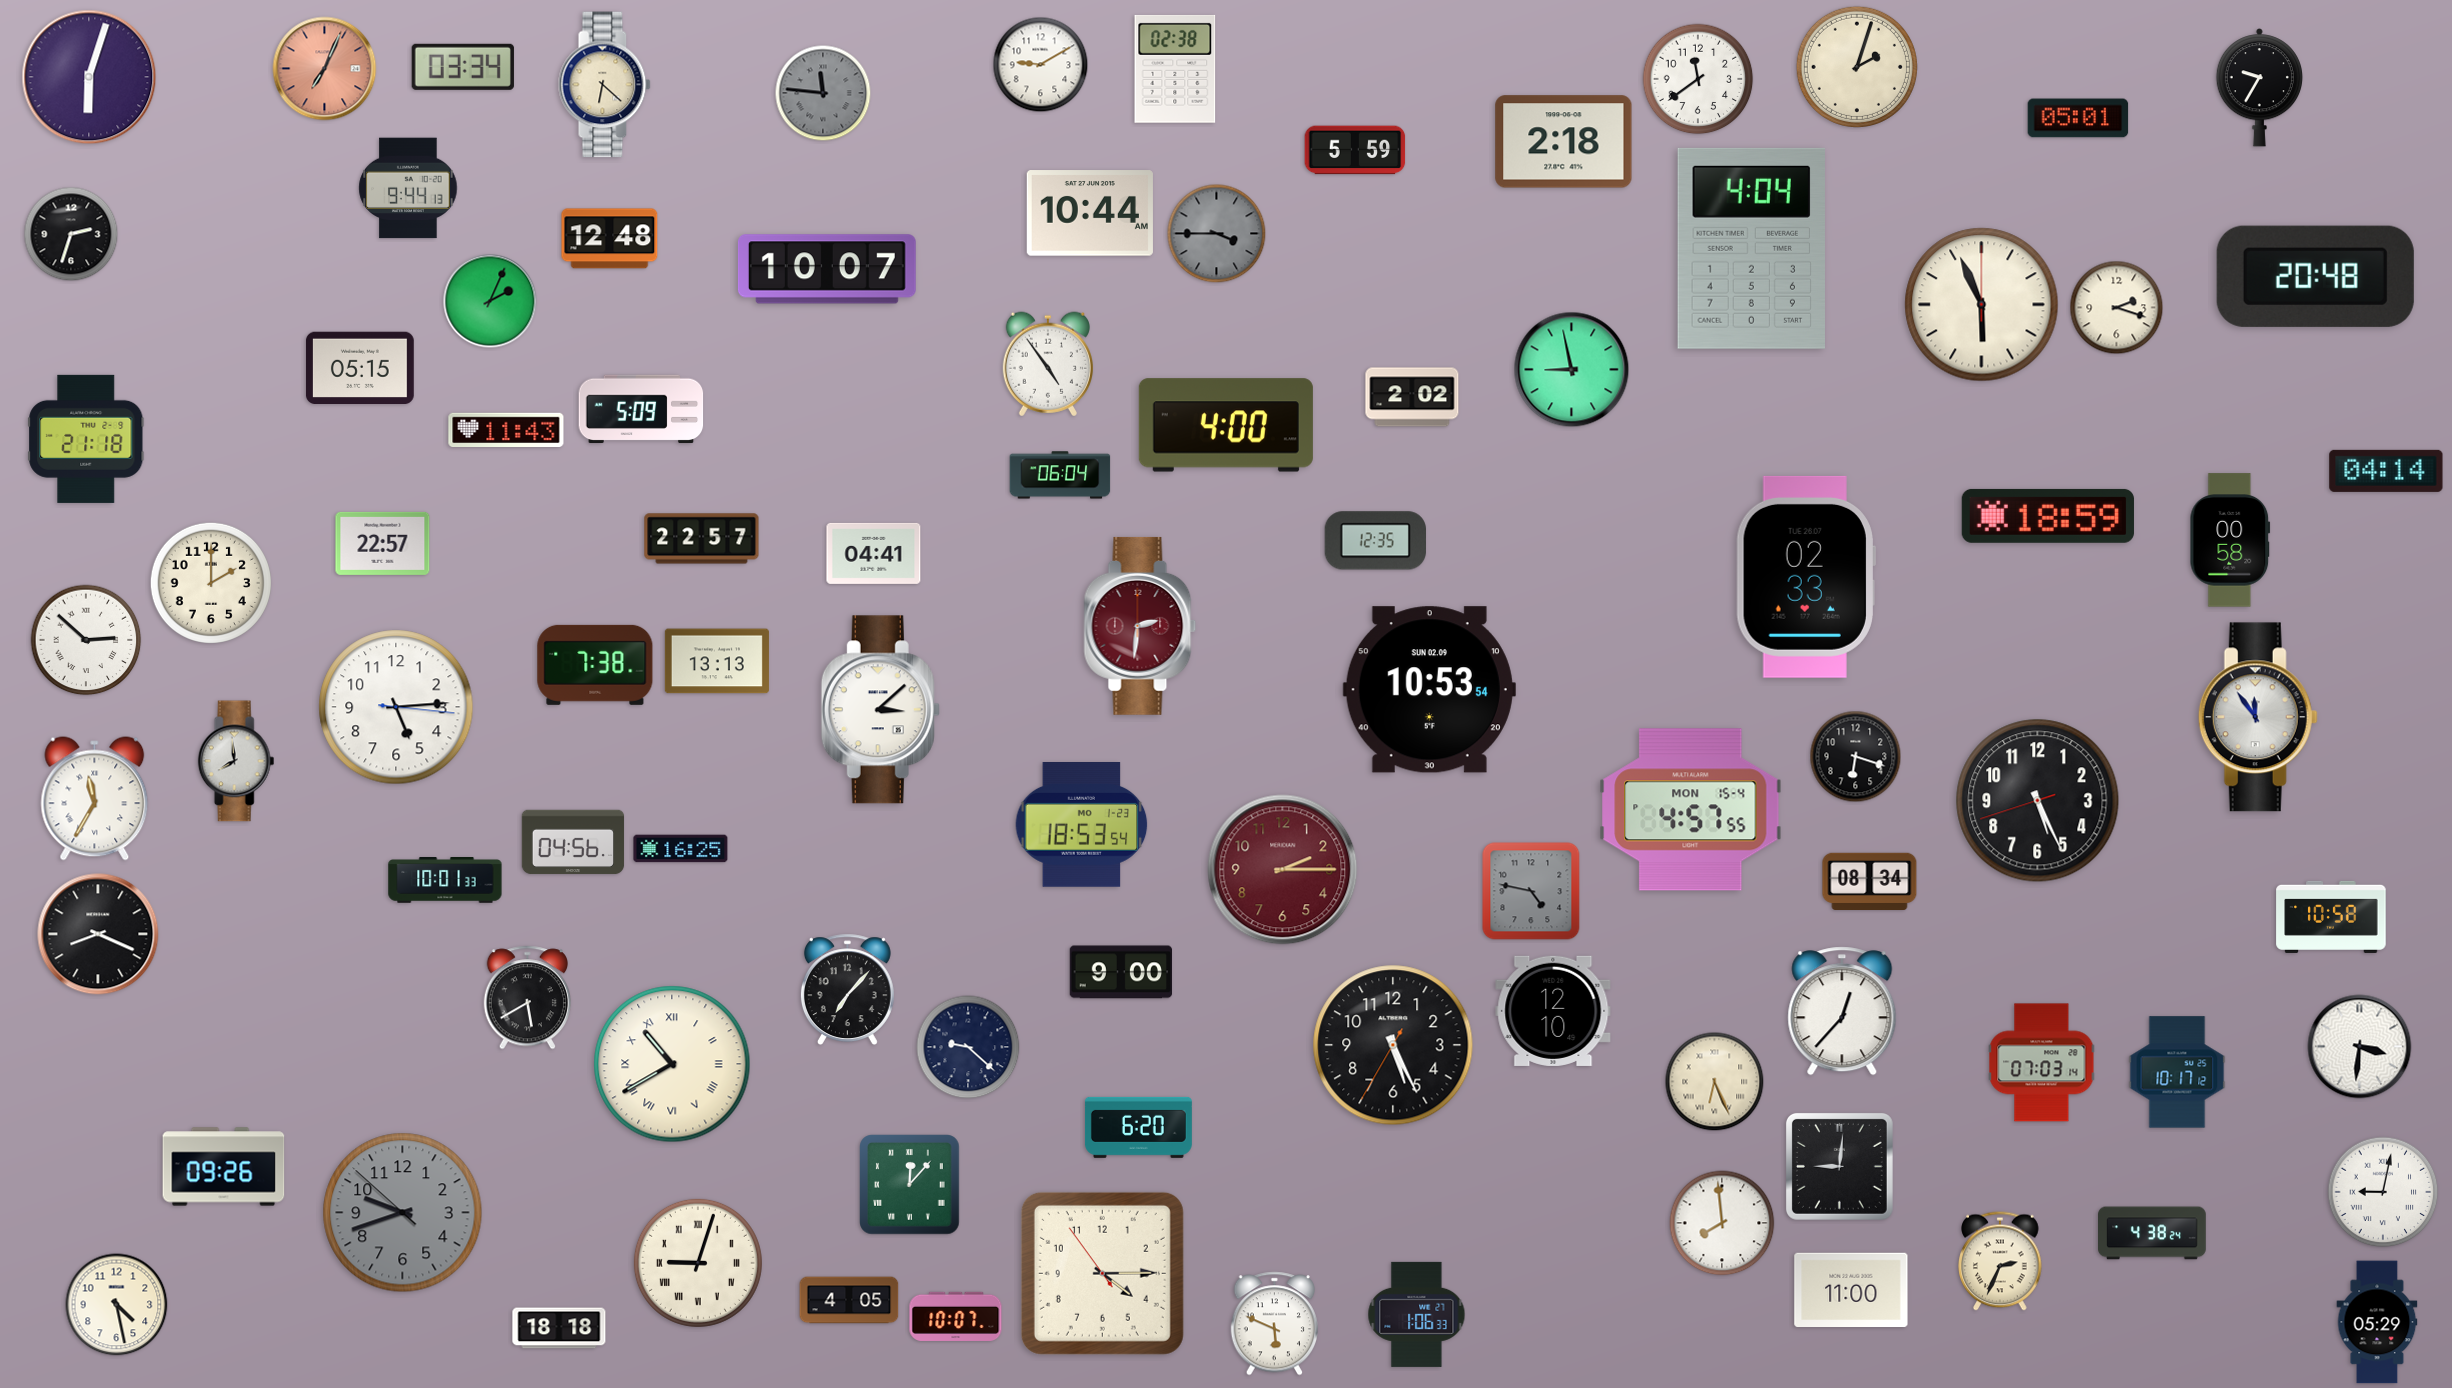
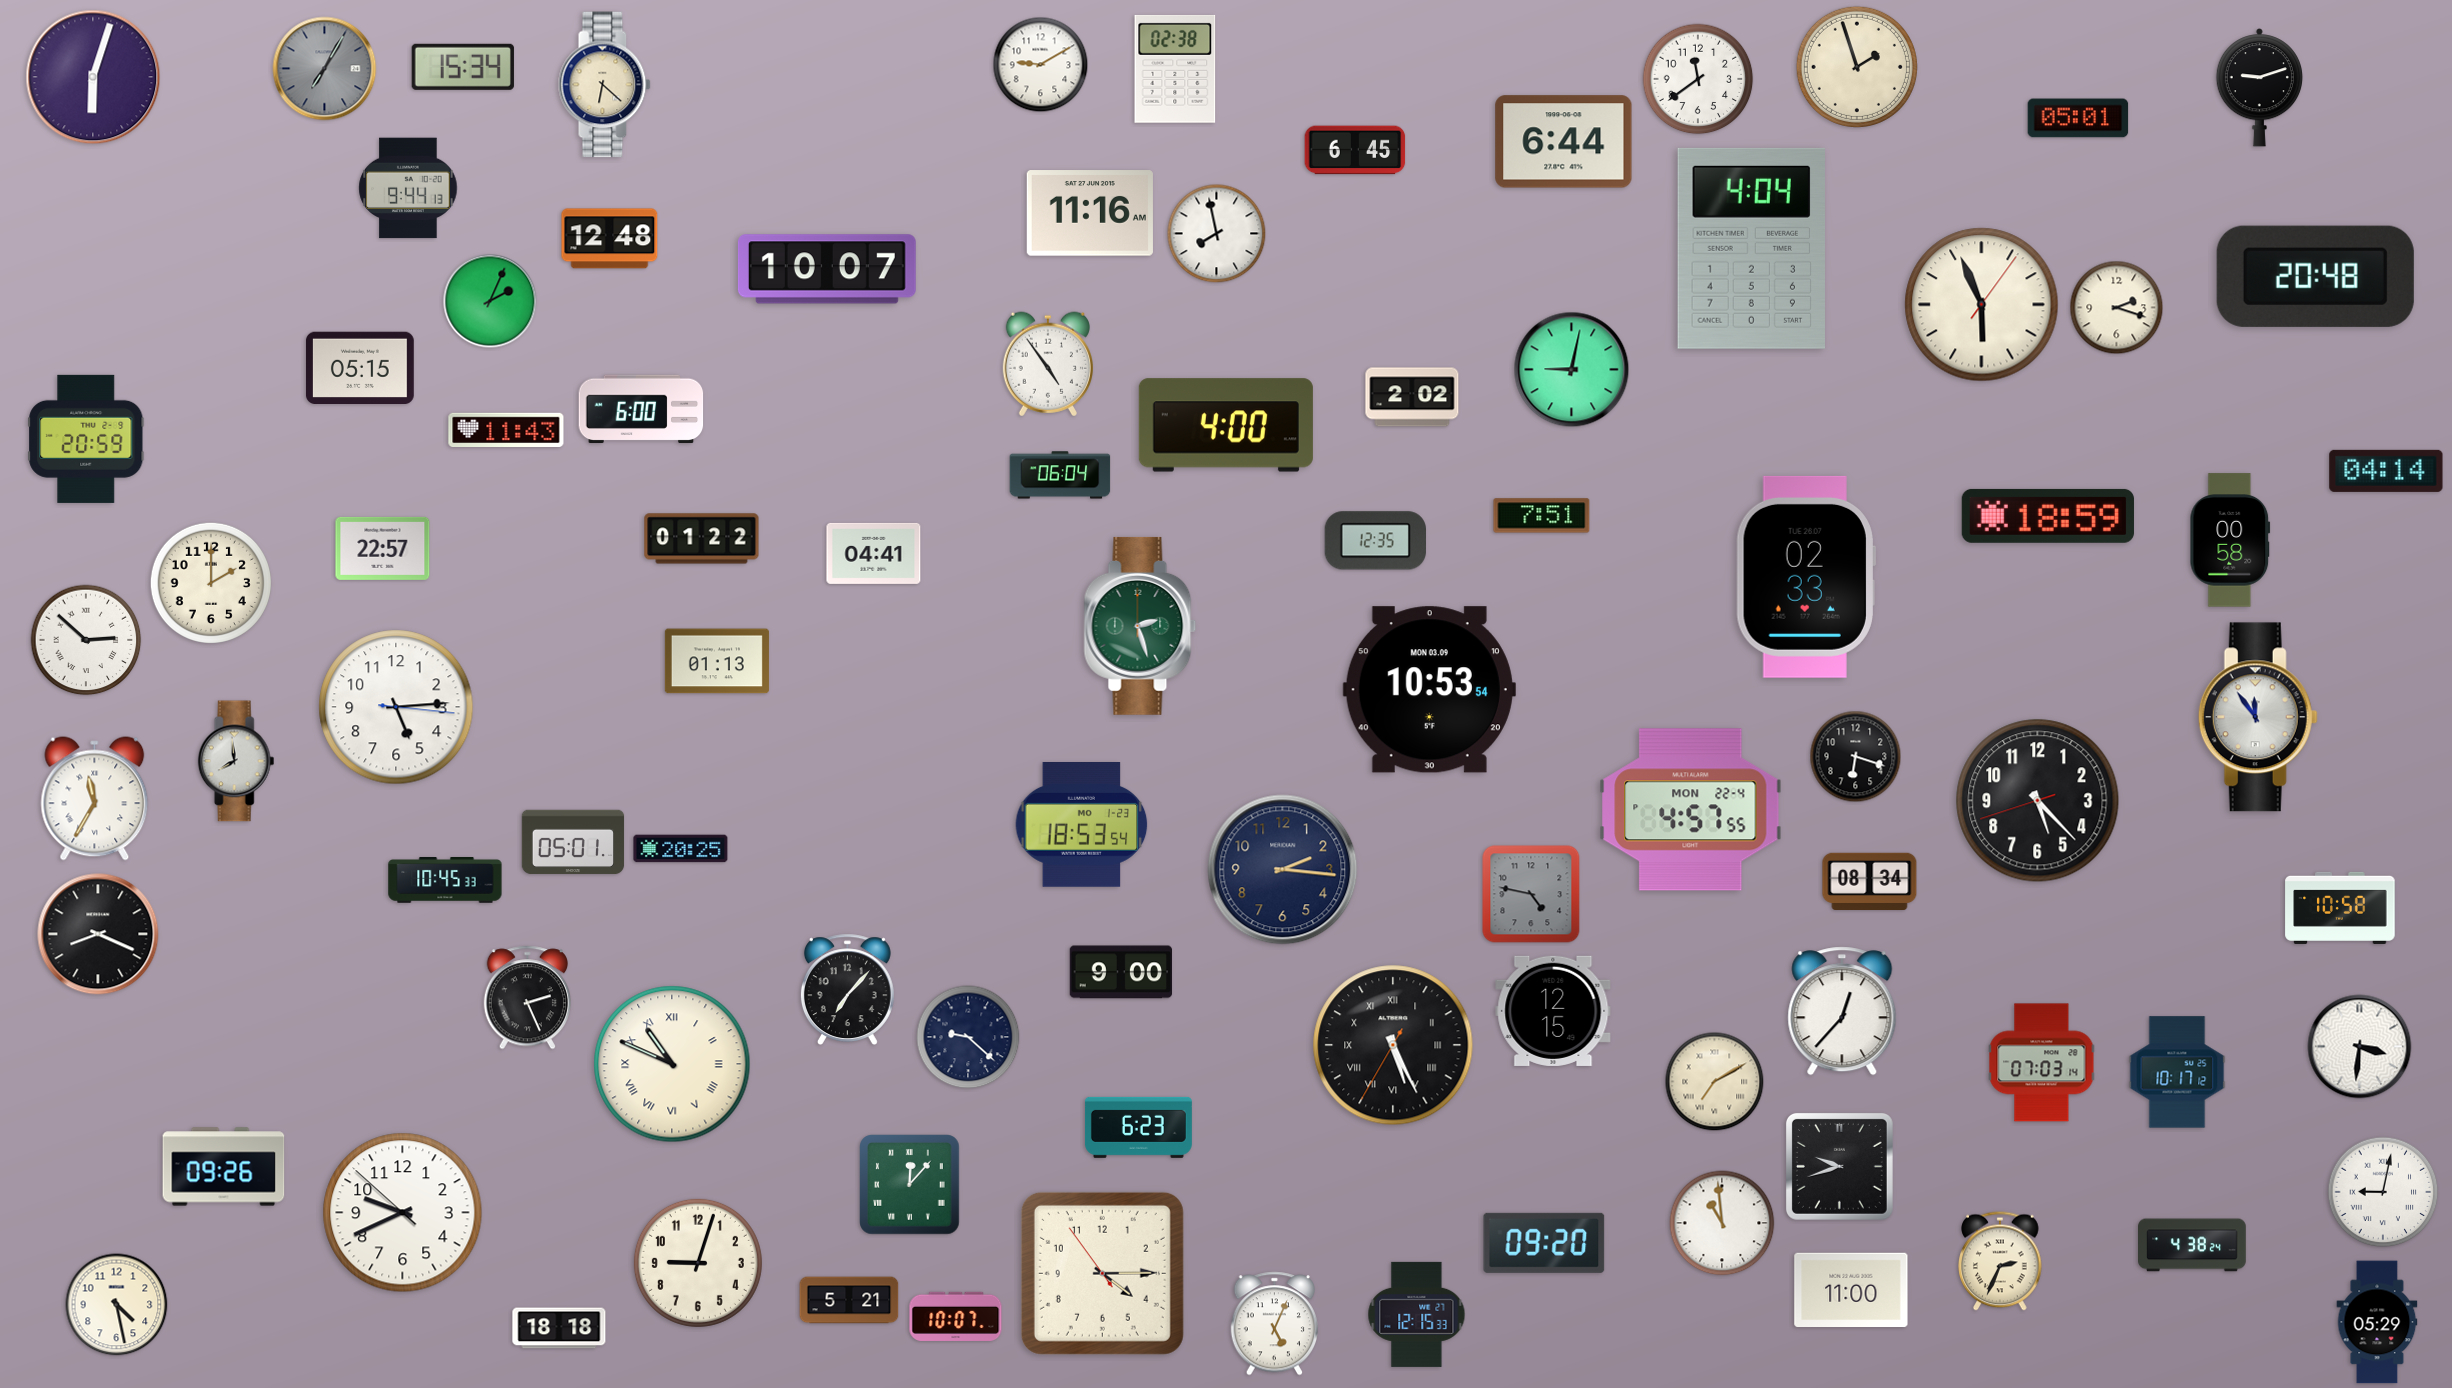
clock at (463, 67): 03:34 -> 15:34
clock at (1857, 67): 2:03 -> 1:57
clock at (325, 69): 7:04 -> 7:05
clock at (325, 69) dial: salmon -> grey
clock at (89, 77) position: (89, 77) -> (93, 77)
clock at (2259, 88): 9:35 -> 9:12
clock at (823, 93): 11:46 -> none
clock at (1564, 142): 2:18 -> 6:44
clock at (1355, 150): 5:59 -> 6:45
clock at (1090, 213): 10:44 -> 11:16
clock at (71, 234): 2:33 -> none
clock at (1217, 234): 3:45 -> 7:58
clock at (1217, 234) dial: grey -> white
clock at (1982, 305): 5:56:00 -> 5:56:06
clock at (1572, 370): 8:58 -> 9:02
clock at (641, 409): 5:09 -> 6:00
clock at (86, 439): 21:18 -> 20:59
clock at (1542, 516): none -> 7:51
clock at (702, 539): 22:57 -> 01:22
clock at (383, 543) position: (383, 543) -> (383, 548)
clock at (1140, 626): 2:31 -> 2:27
clock at (1140, 626) dial: burgundy -> green
clock at (717, 661): 13:13 -> 01:13
clock at (595, 665): 7:38 -> none
clock at (1429, 690) date: SUN 02.09 -> MON 03.09
clock at (880, 710): 3:08 -> none
clock at (2038, 801): 5:25 -> 5:22
clock at (1691, 810) date: MON 15-4 -> MON 22-4
clock at (573, 842): 04:56 -> 05:01
clock at (681, 849): 16:25 -> 20:25
clock at (1283, 870): 2:15 -> 2:16
clock at (1283, 870) dial: burgundy -> navy
clock at (445, 880): 10:01 -> 10:45
clock at (1531, 891) position: (1531, 891) -> (1531, 894)
clock at (2331, 917) position: (2331, 917) -> (2340, 908)
clock at (527, 998): 5:40 -> 2:26
clock at (1553, 1011): 12:10 -> 12:15
clock at (1393, 1045) numerals: Arabic -> Roman
clock at (968, 1047) position: (968, 1047) -> (968, 1037)
clock at (672, 1064): 10:40 -> 10:49
clock at (1715, 1082): 6:26 -> 7:10
clock at (1138, 1127): 6:20 -> 6:23
clock at (1839, 1166): 9:01 -> 9:42
clock at (403, 1213): 9:41 -> 9:40
clock at (403, 1213) dial: grey -> white
clock at (1722, 1223): 7:59 -> 10:59
clock at (2153, 1233) position: (2153, 1233) -> (2193, 1245)
clock at (1544, 1243): none -> 09:20
clock at (698, 1263) numerals: Roman -> Arabic
clock at (849, 1300): 4:05 -> 5:21
clock at (1417, 1314): 1:06 -> 12:15
clock at (1274, 1324): 5:49 -> 5:04
